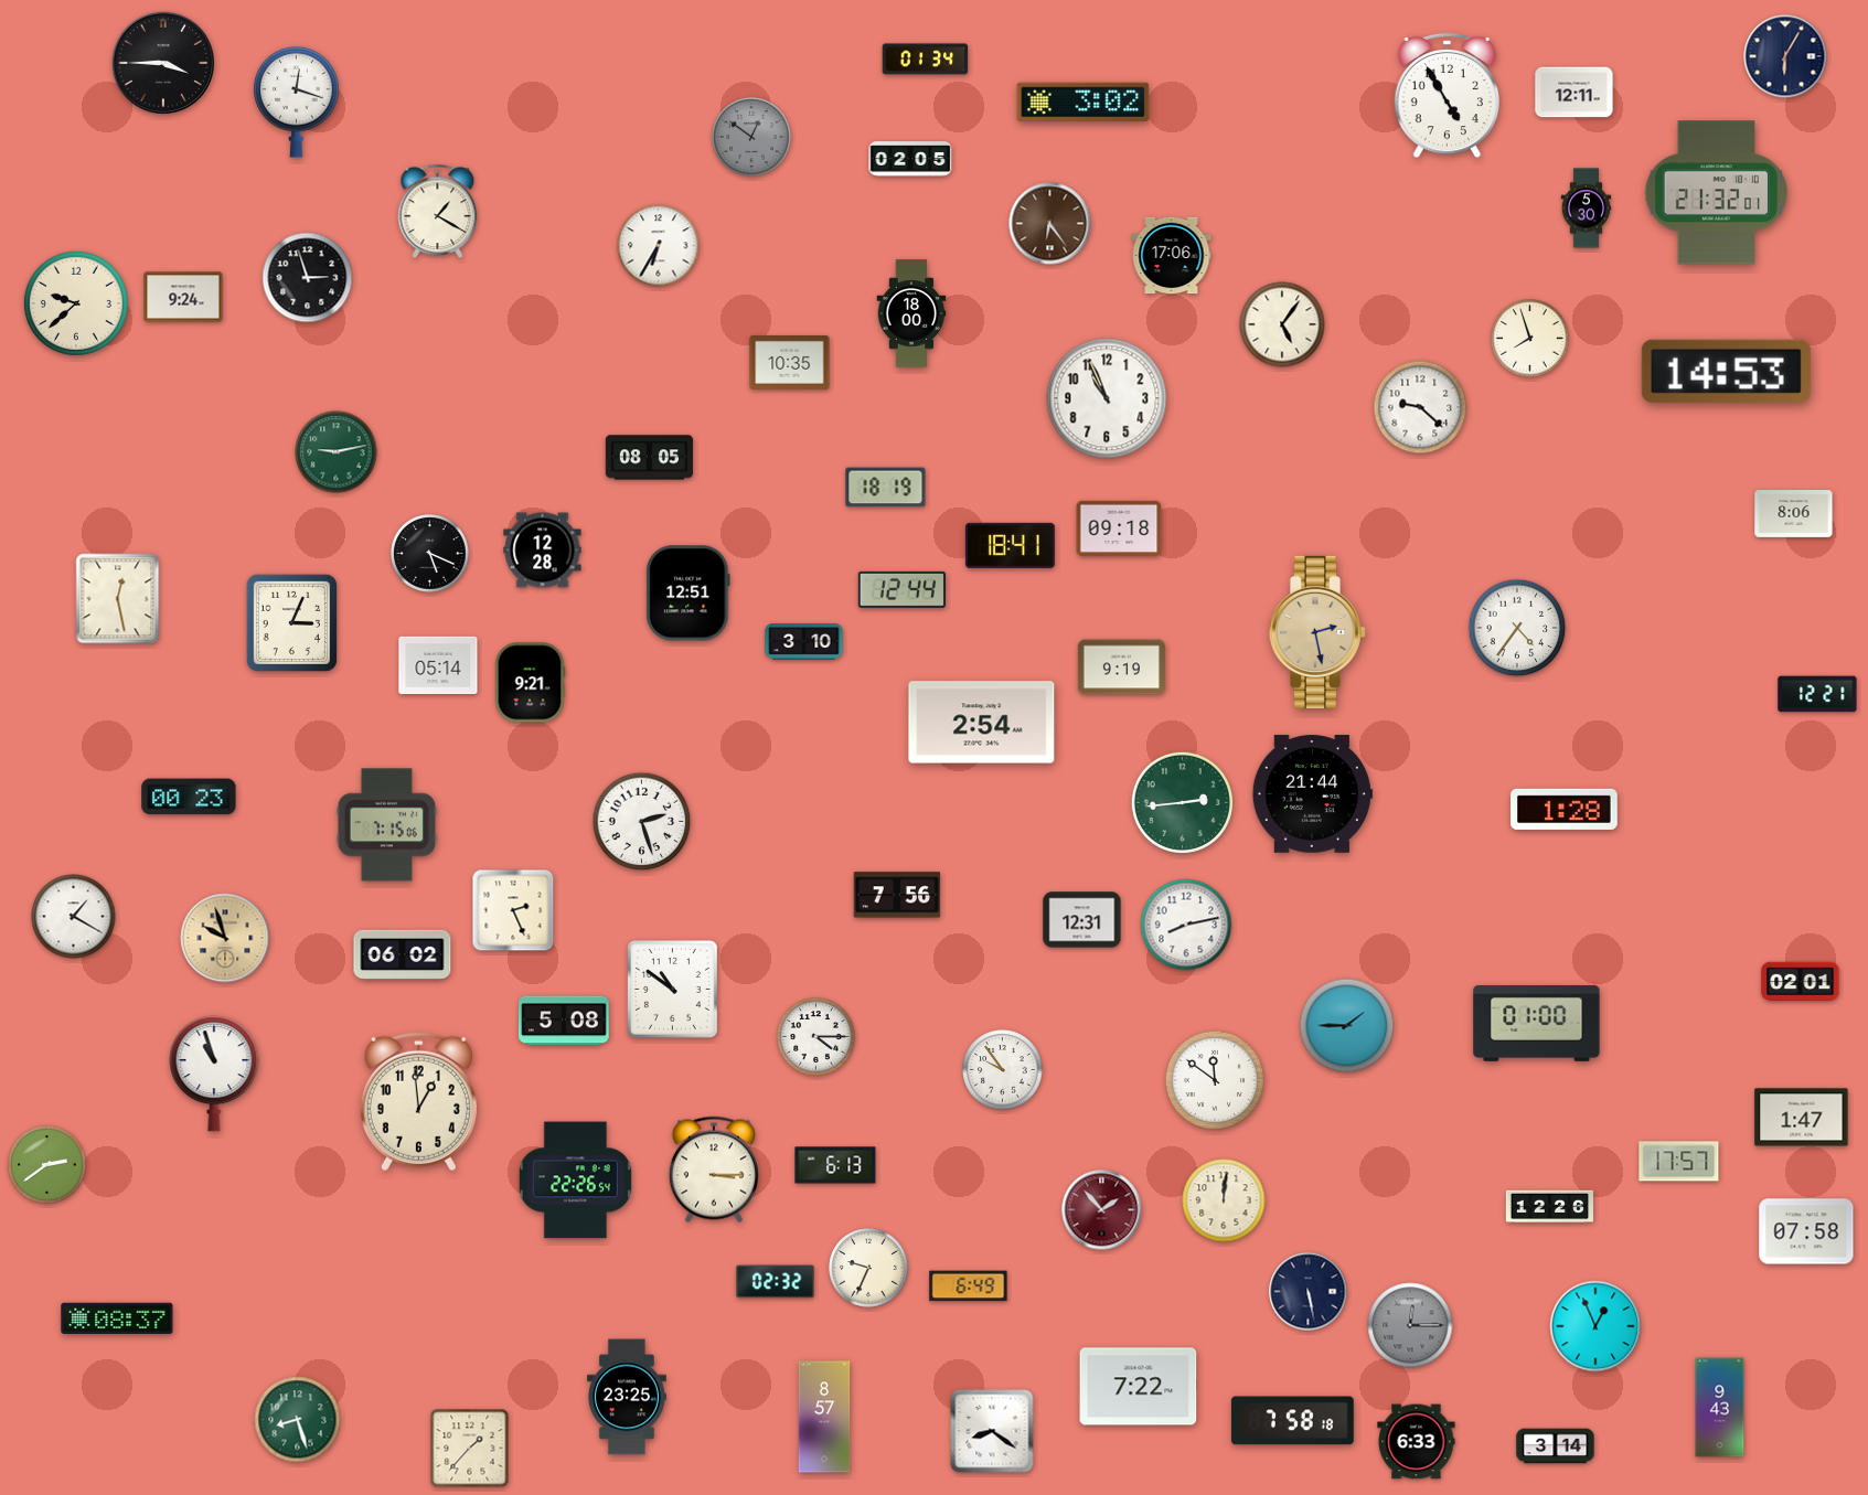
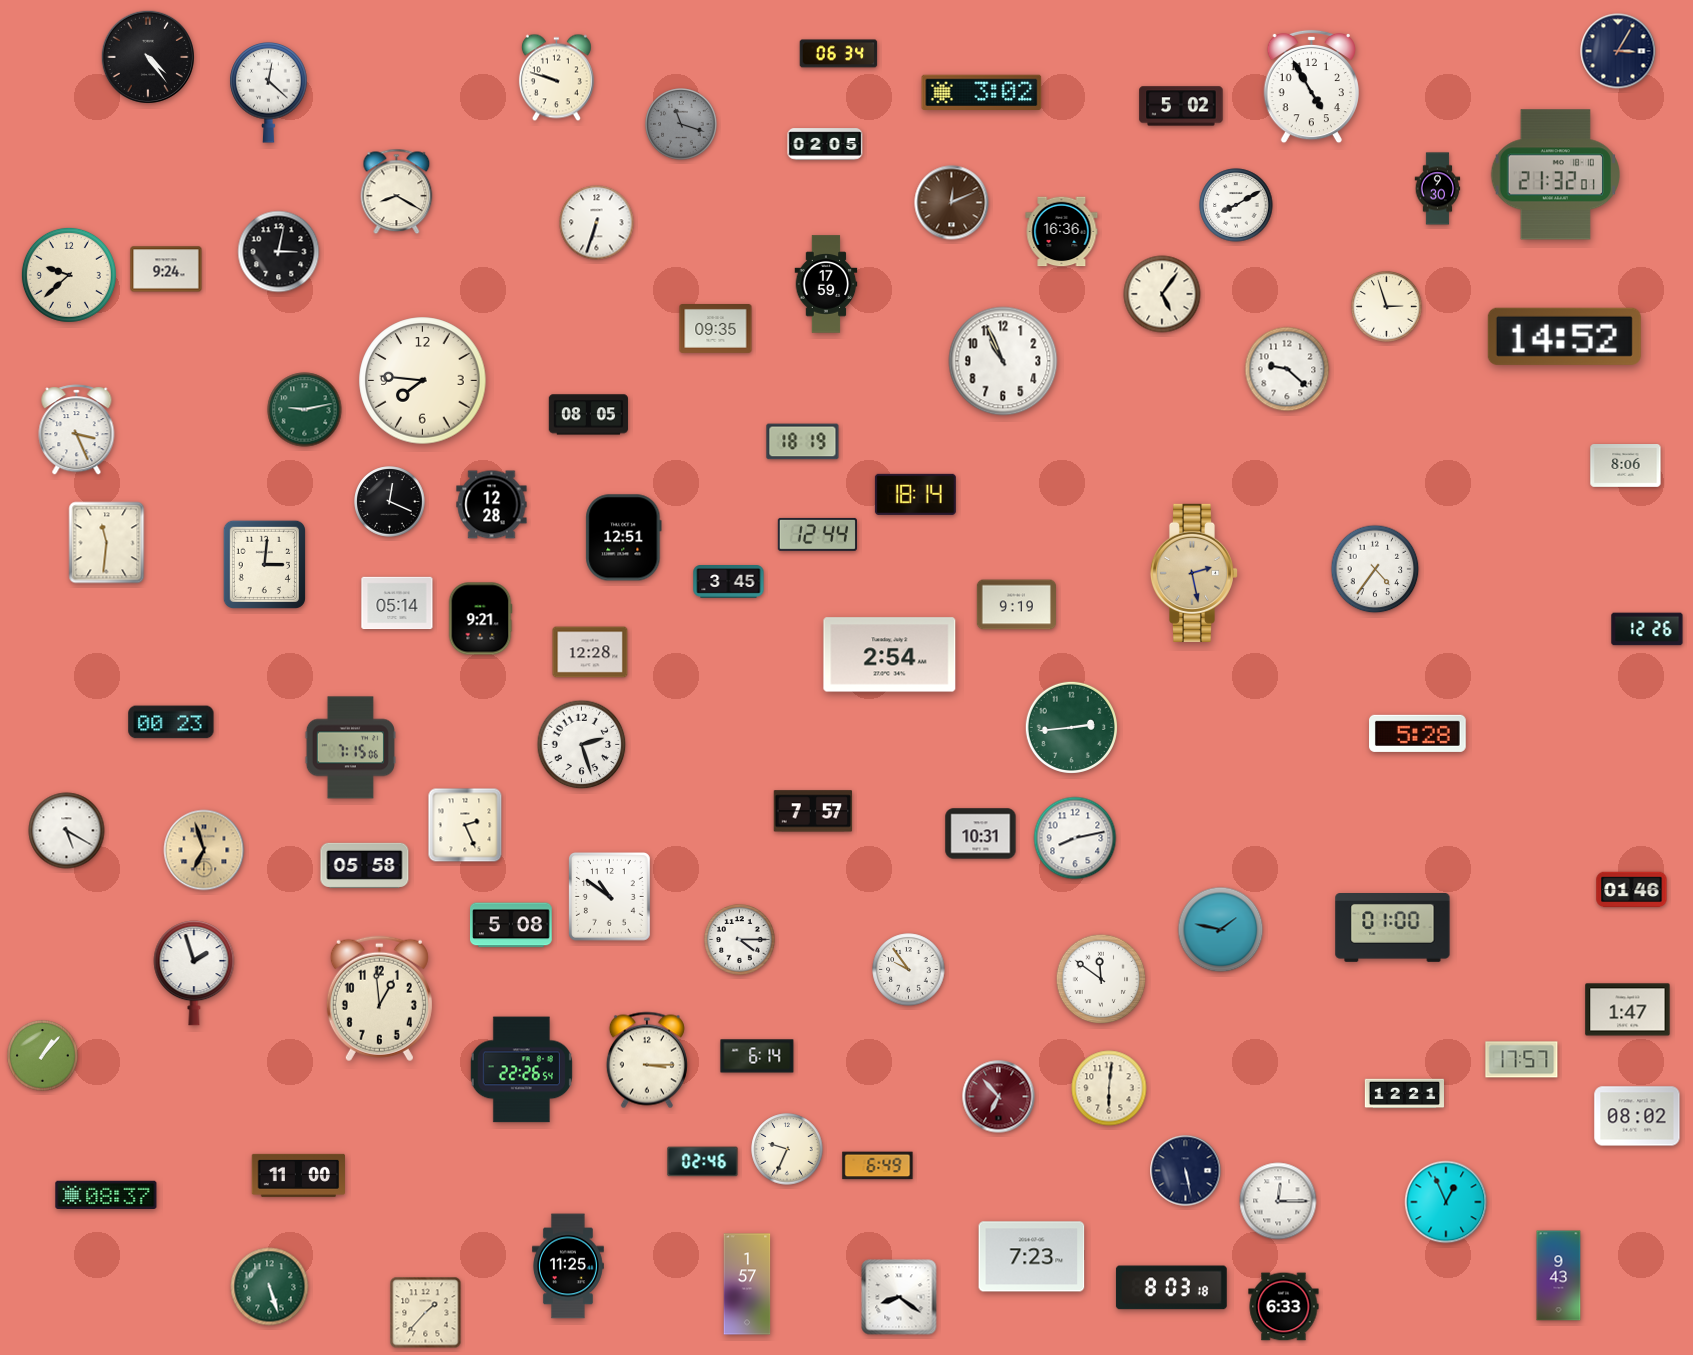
clock at (1785, 56): 6:05 -> 3:05
clock at (926, 60): 01:34 -> 06:34
clock at (162, 62): 3:45 -> 4:24
clock at (556, 78): none -> 9:48
clock at (1575, 93): 12:11 -> none
clock at (297, 103): 12:18 -> 12:22
clock at (1181, 106): none -> 5:02
clock at (751, 137): 12:51 -> 11:18
clock at (1587, 209): 5:30 -> 9:30
clock at (438, 212): 1:20 -> 8:20
clock at (1050, 224): 6:24 -> 12:11
clock at (1236, 205): none -> 8:10
clock at (659, 246): 6:35 -> 6:33
clock at (1172, 256): 17:06 -> 16:36
clock at (308, 278): 2:57 -> 3:02
clock at (911, 313): 18:00 -> 17:59
clock at (1530, 339): 7:57 -> 2:57
clock at (790, 363): 10:35 -> 09:35
clock at (1726, 371): 14:53 -> 14:52
clock at (423, 381): none -> 7:46
clock at (77, 430): none -> 3:26
clock at (1119, 528): 09:18 -> none
clock at (1010, 545): 18:41 -> 18:14
clock at (543, 551) position: (543, 551) -> (492, 505)
clock at (430, 554): 5:19 -> 12:19
clock at (118, 599): 12:28 -> 11:31
clock at (291, 622): 3:04 -> 3:01
clock at (804, 642): 3:10 -> 3:45
clock at (1817, 694): 12:21 -> 12:26
clock at (590, 652): none -> 12:28
clock at (1312, 794): 21:44 -> none
clock at (1565, 809): 1:28 -> 5:28
clock at (897, 895): 7:56 -> 7:57
clock at (74, 917): 1:20 -> 5:20
clock at (1082, 920): 12:31 -> 10:31
clock at (225, 938): 9:57 -> 6:57
clock at (403, 954): 06:02 -> 05:58
clock at (1801, 982): 02:01 -> 01:46
clock at (1347, 1026): 1:45 -> 1:47
clock at (214, 1074): 10:57 -> 1:57
clock at (1802, 1118) position: (1802, 1118) -> (1628, 1010)
clock at (1679, 1162) position: (1679, 1162) -> (1522, 1060)
clock at (47, 1165): 2:39 -> 1:07
clock at (835, 1165): 6:13 -> 6:14
clock at (1224, 1200): 12:01 -> 6:01
clock at (1549, 1207): 12:26 -> 12:21
clock at (1102, 1210): 1:53 -> 6:53
clock at (1806, 1231): 07:58 -> 08:02
clock at (776, 1282): 02:32 -> 02:46
clock at (298, 1175): none -> 11:00
clock at (1410, 1325) dial: grey -> white
clock at (1139, 1387): 7:22 -> 7:23
clock at (627, 1397): 23:25 -> 11:25
clock at (824, 1417): 8:57 -> 1:57
clock at (298, 1420): 8:27 -> 5:27
clock at (1292, 1421): 7:58 -> 8:03
clock at (1556, 1446): 3:14 -> none
